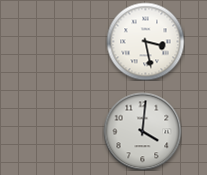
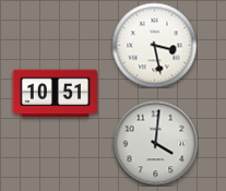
clock at (145, 41) position: (145, 41) -> (154, 45)
clock at (55, 94): none -> 10:51
